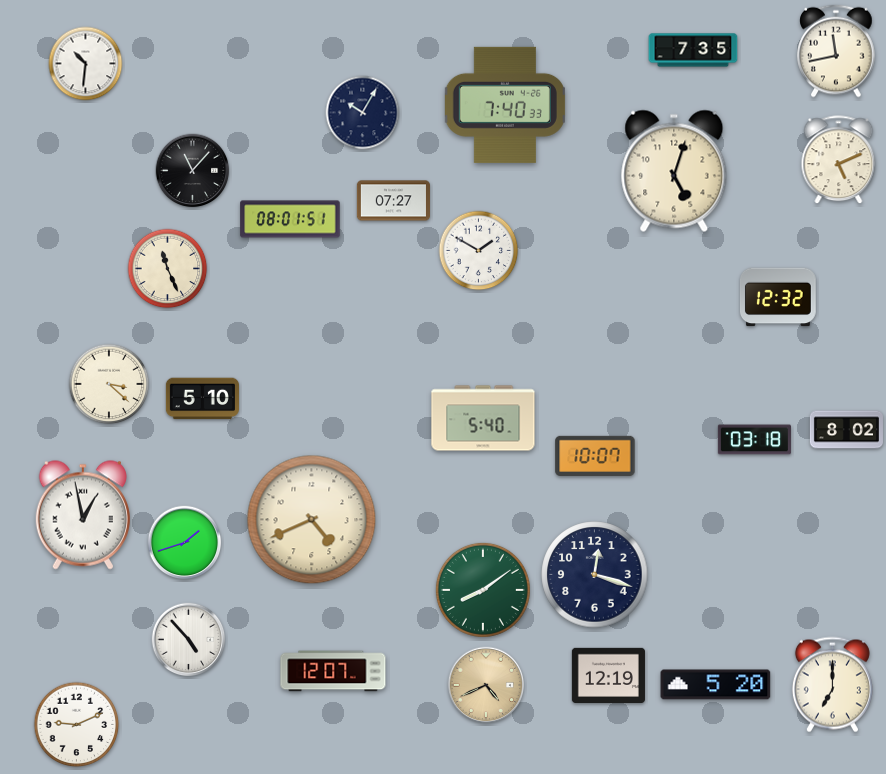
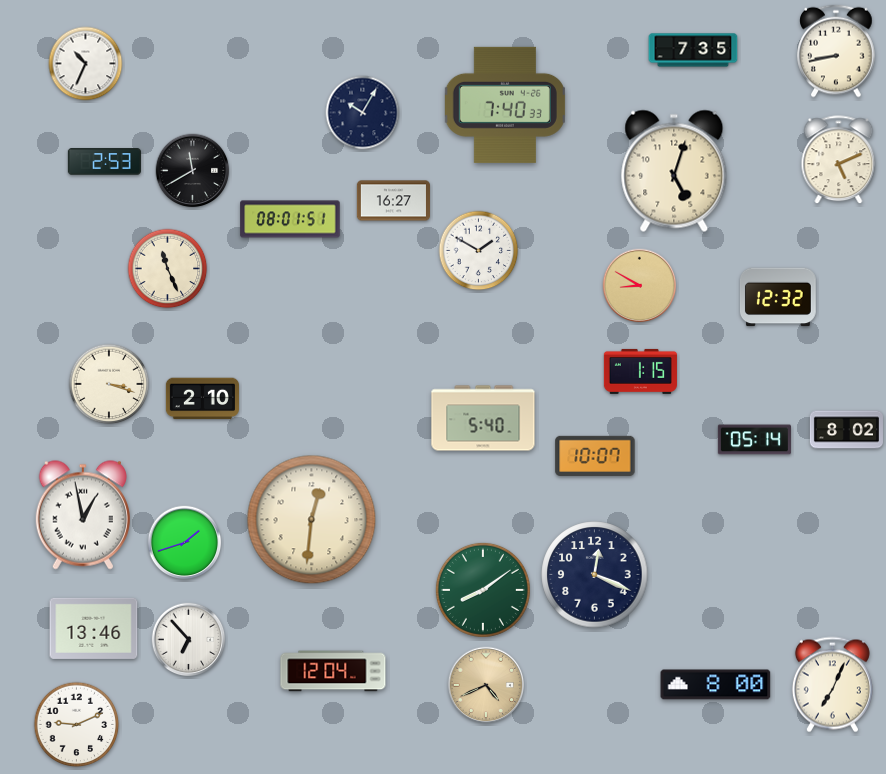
clock at (836, 51): 11:43 -> 8:43
clock at (86, 64): 10:31 -> 10:34
clock at (104, 162): none -> 2:53
clock at (193, 171): 11:07 -> 11:40
clock at (393, 201): 07:27 -> 16:27
clock at (640, 286): none -> 8:50
clock at (640, 371): none -> 1:15
clock at (109, 384): 3:22 -> 3:18
clock at (202, 399): 5:10 -> 2:10
clock at (754, 440): 03:18 -> 05:14
clock at (312, 520): 4:41 -> 12:31
clock at (595, 575): 12:18 -> 12:19
clock at (94, 628): none -> 13:46
clock at (189, 640): 4:53 -> 6:53
clock at (333, 671): 12:07 -> 12:04
clock at (608, 675): 12:19 -> none
clock at (716, 685): 5:20 -> 8:00
clock at (832, 685): 7:00 -> 7:04
